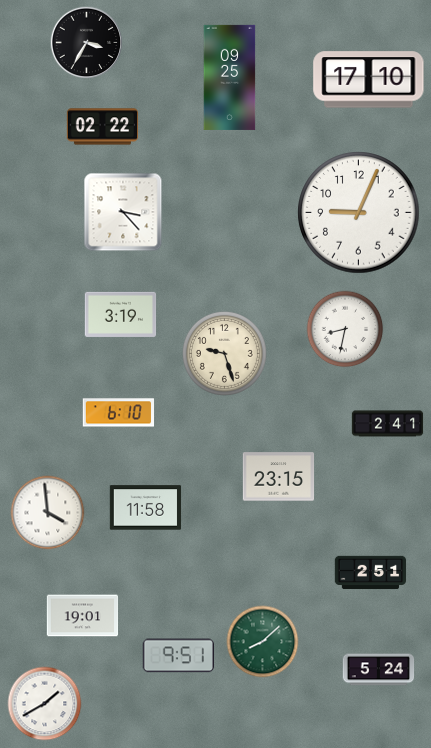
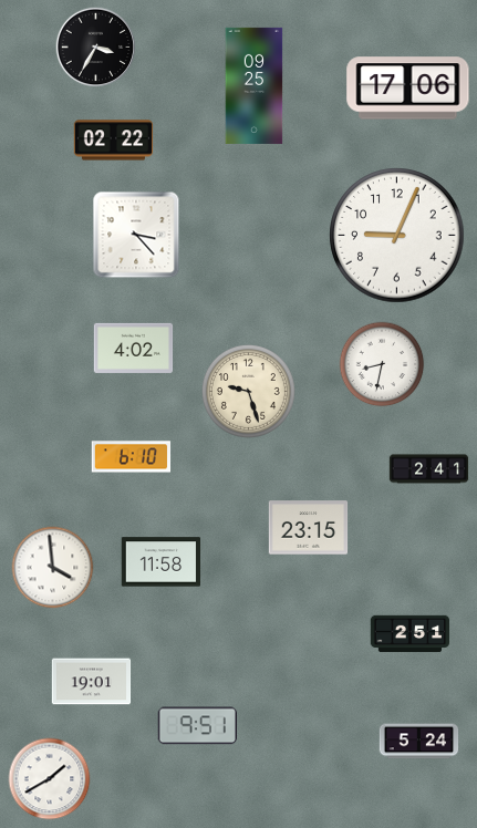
clock at (369, 80): 17:10 -> 17:06
clock at (121, 314): 3:19 -> 4:02
clock at (263, 642): 8:08 -> none
